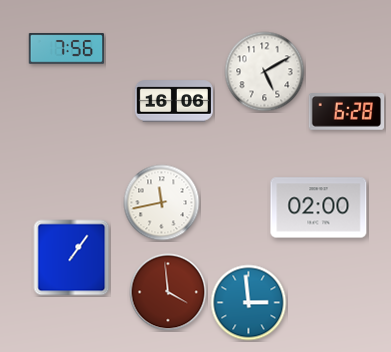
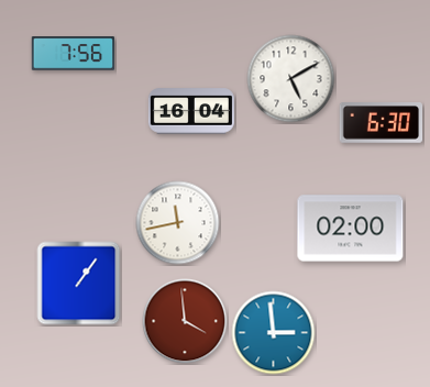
clock at (174, 101): 16:06 -> 16:04
clock at (347, 112): 6:28 -> 6:30
